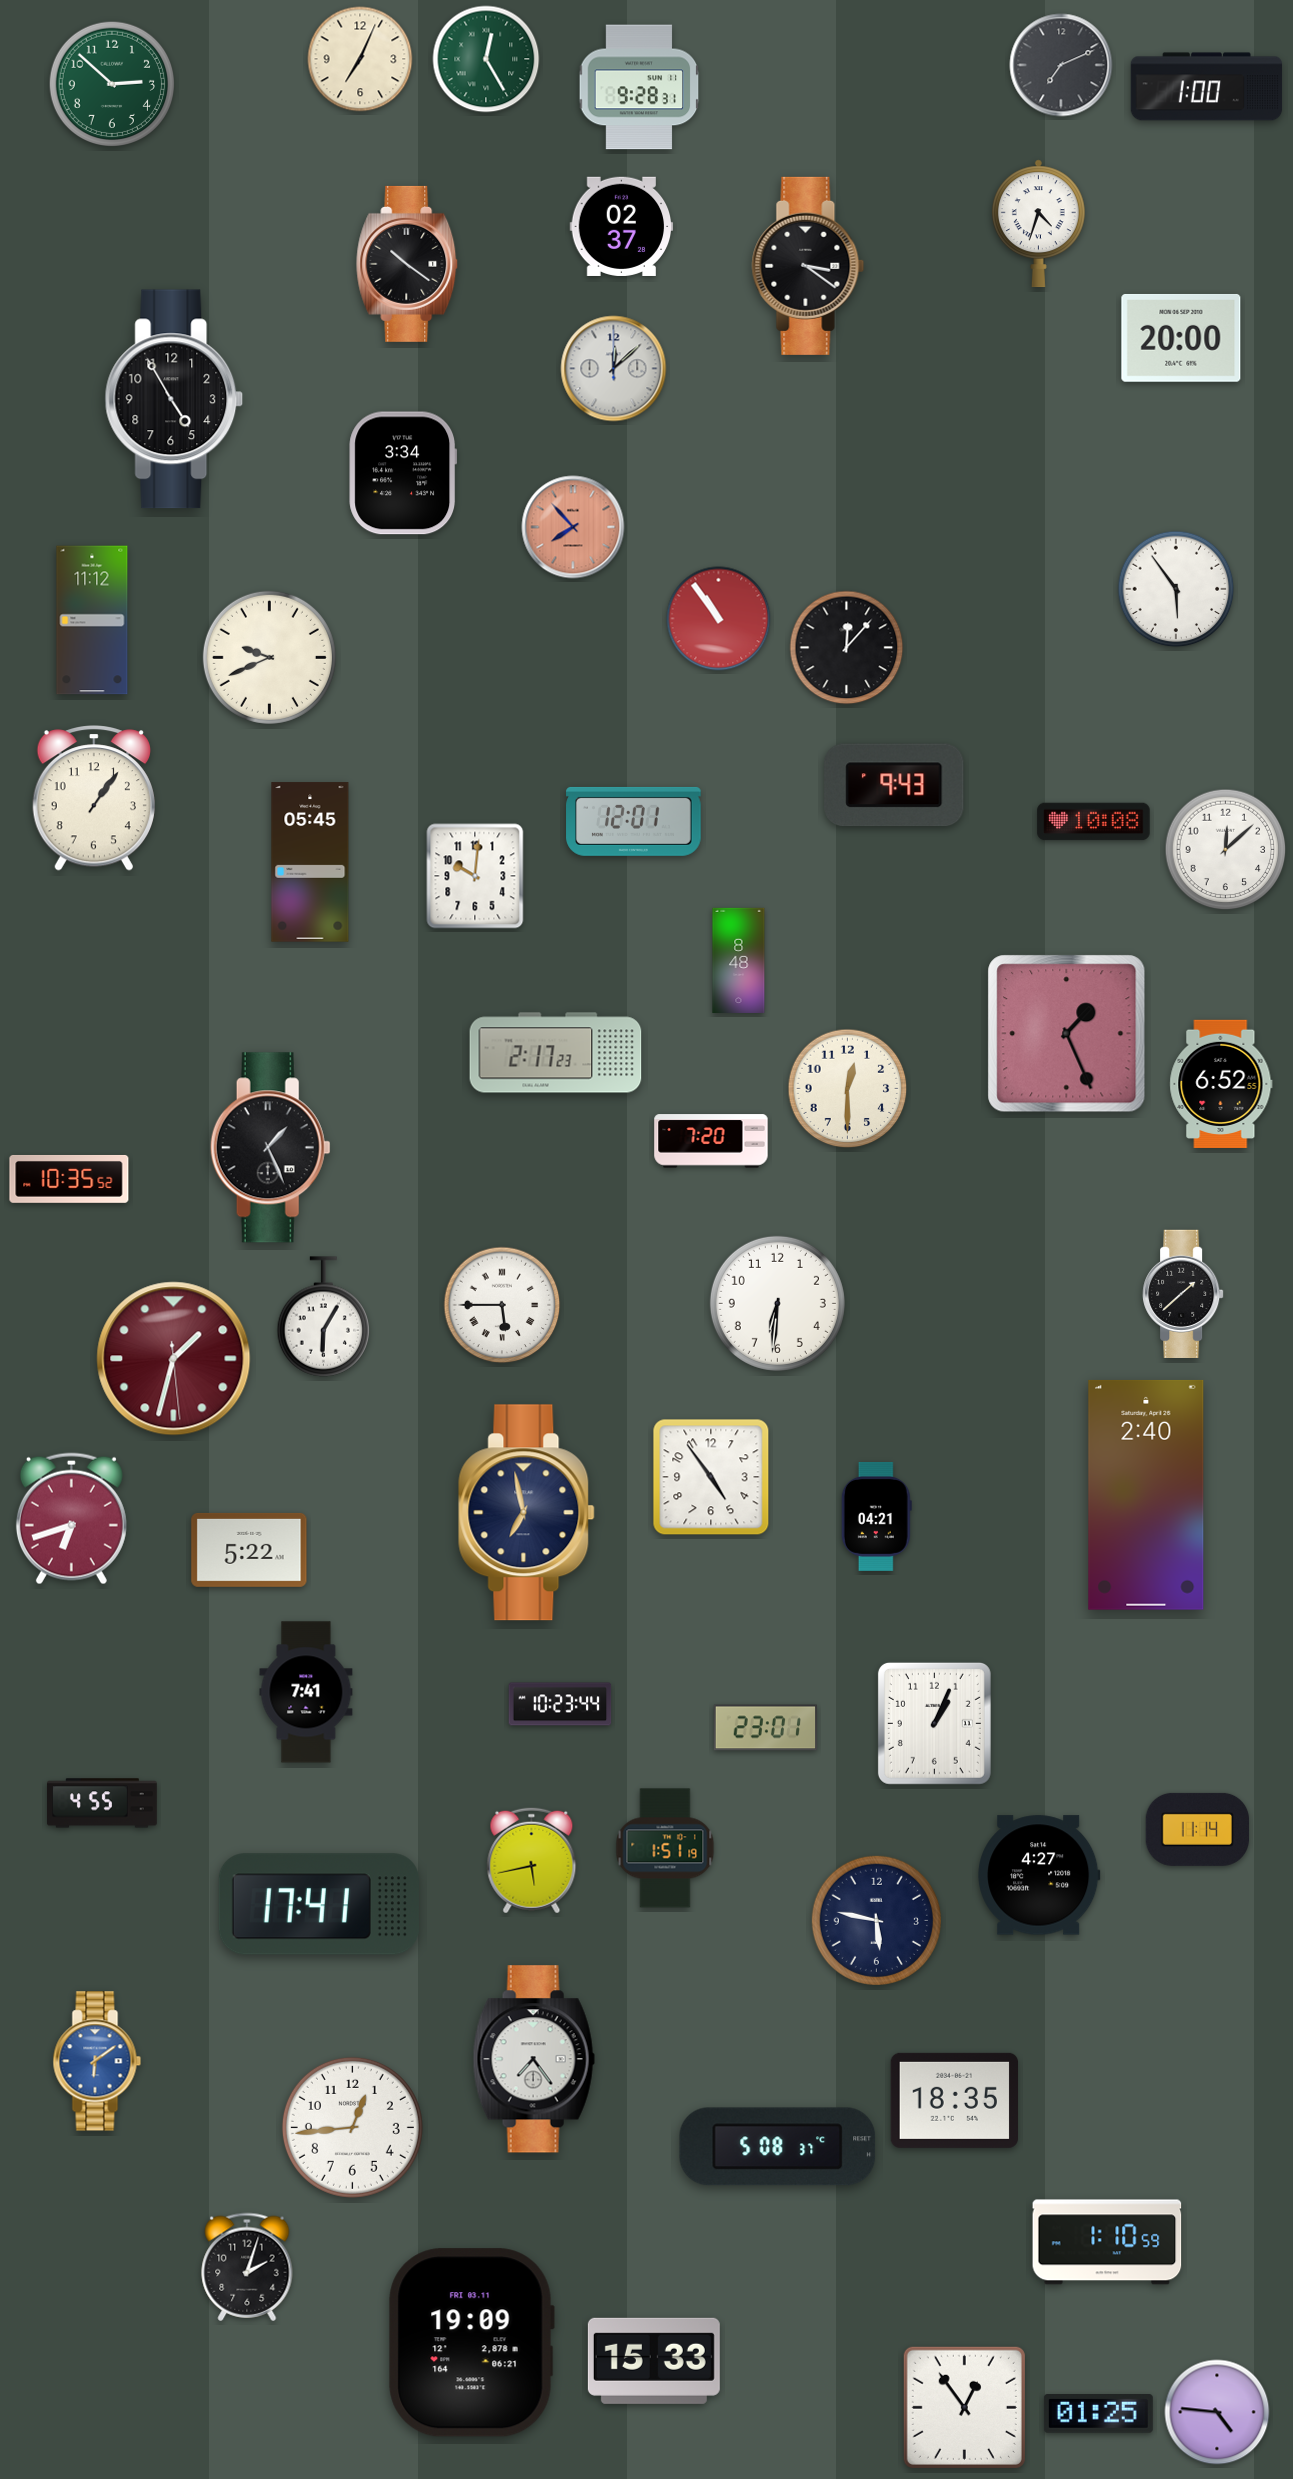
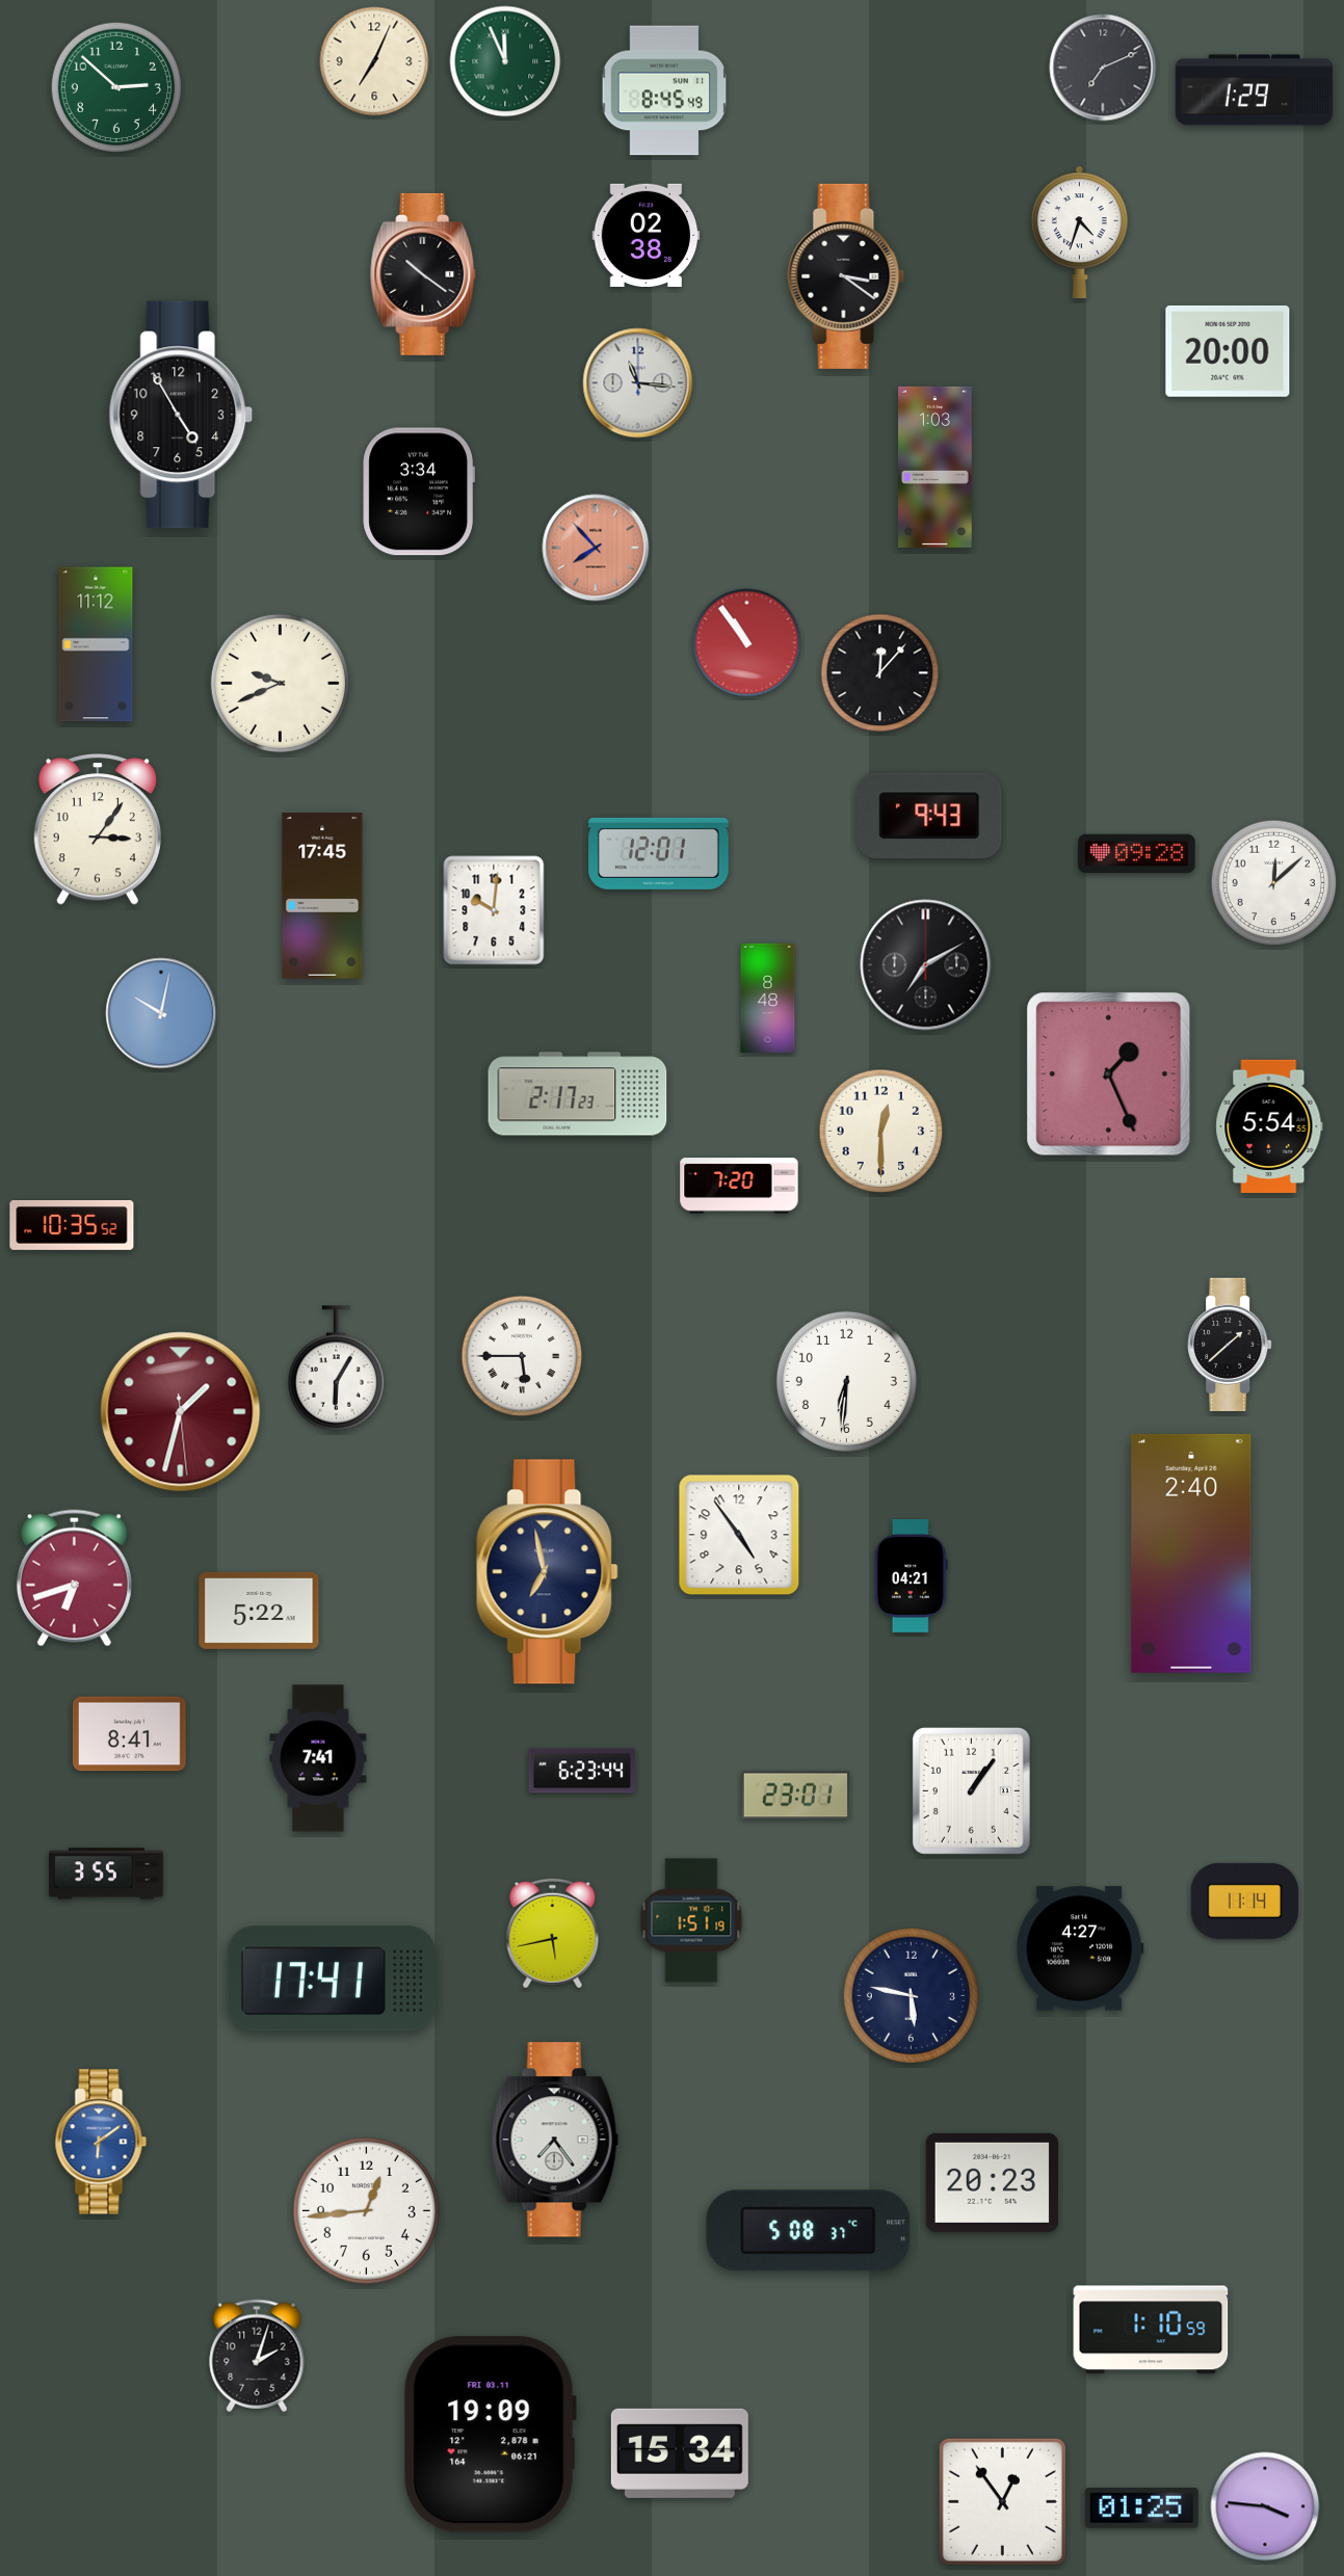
clock at (486, 59): 12:25 -> 11:56
clock at (639, 87): 9:28 -> 8:45
clock at (1207, 87): 1:00 -> 1:29
clock at (622, 226): 02:37 -> 02:38
clock at (808, 266) position: (808, 266) -> (846, 276)
clock at (614, 369): 12:08 -> 11:16
clock at (935, 467): none -> 1:03
clock at (1176, 589): 5:54 -> none
clock at (94, 798): 1:06 -> 3:06
clock at (1094, 822): 10:08 -> 09:28
clock at (310, 862): 05:45 -> 17:45
clock at (926, 965): none -> 7:10
clock at (161, 1013): none -> 10:02
clock at (1221, 1083): 6:52 -> 5:54
clock at (270, 1148): 1:26 -> none
clock at (777, 1303) position: (777, 1303) -> (846, 1381)
clock at (129, 1734): none -> 8:41
clock at (560, 1704): 10:23 -> 6:23
clock at (934, 1723): 1:04 -> 1:06
clock at (103, 1803): 4:55 -> 3:55
clock at (954, 2100): 18:35 -> 20:23
clock at (654, 2361): 15:33 -> 15:34
clock at (1217, 2412): 4:46 -> 3:46
